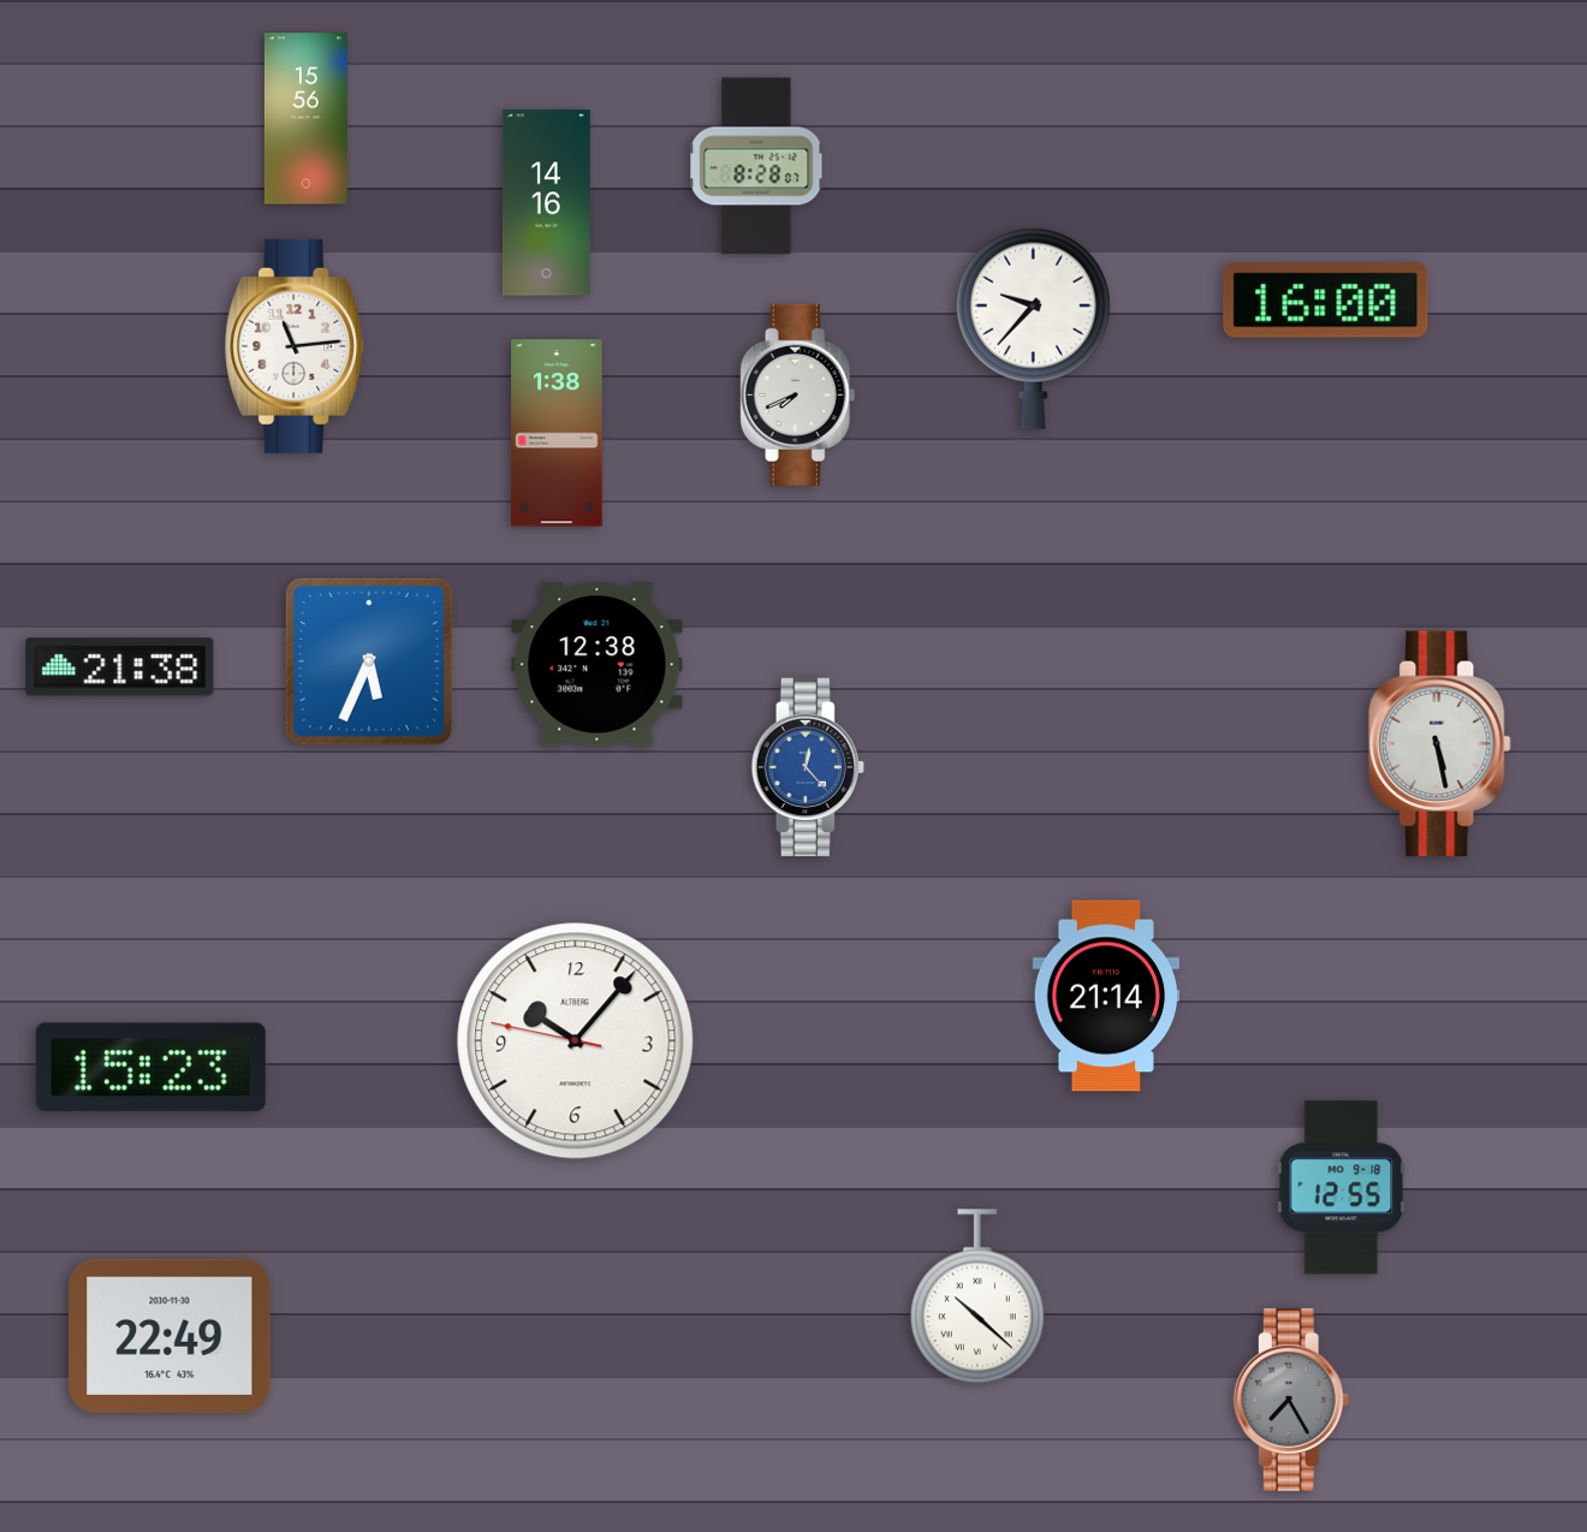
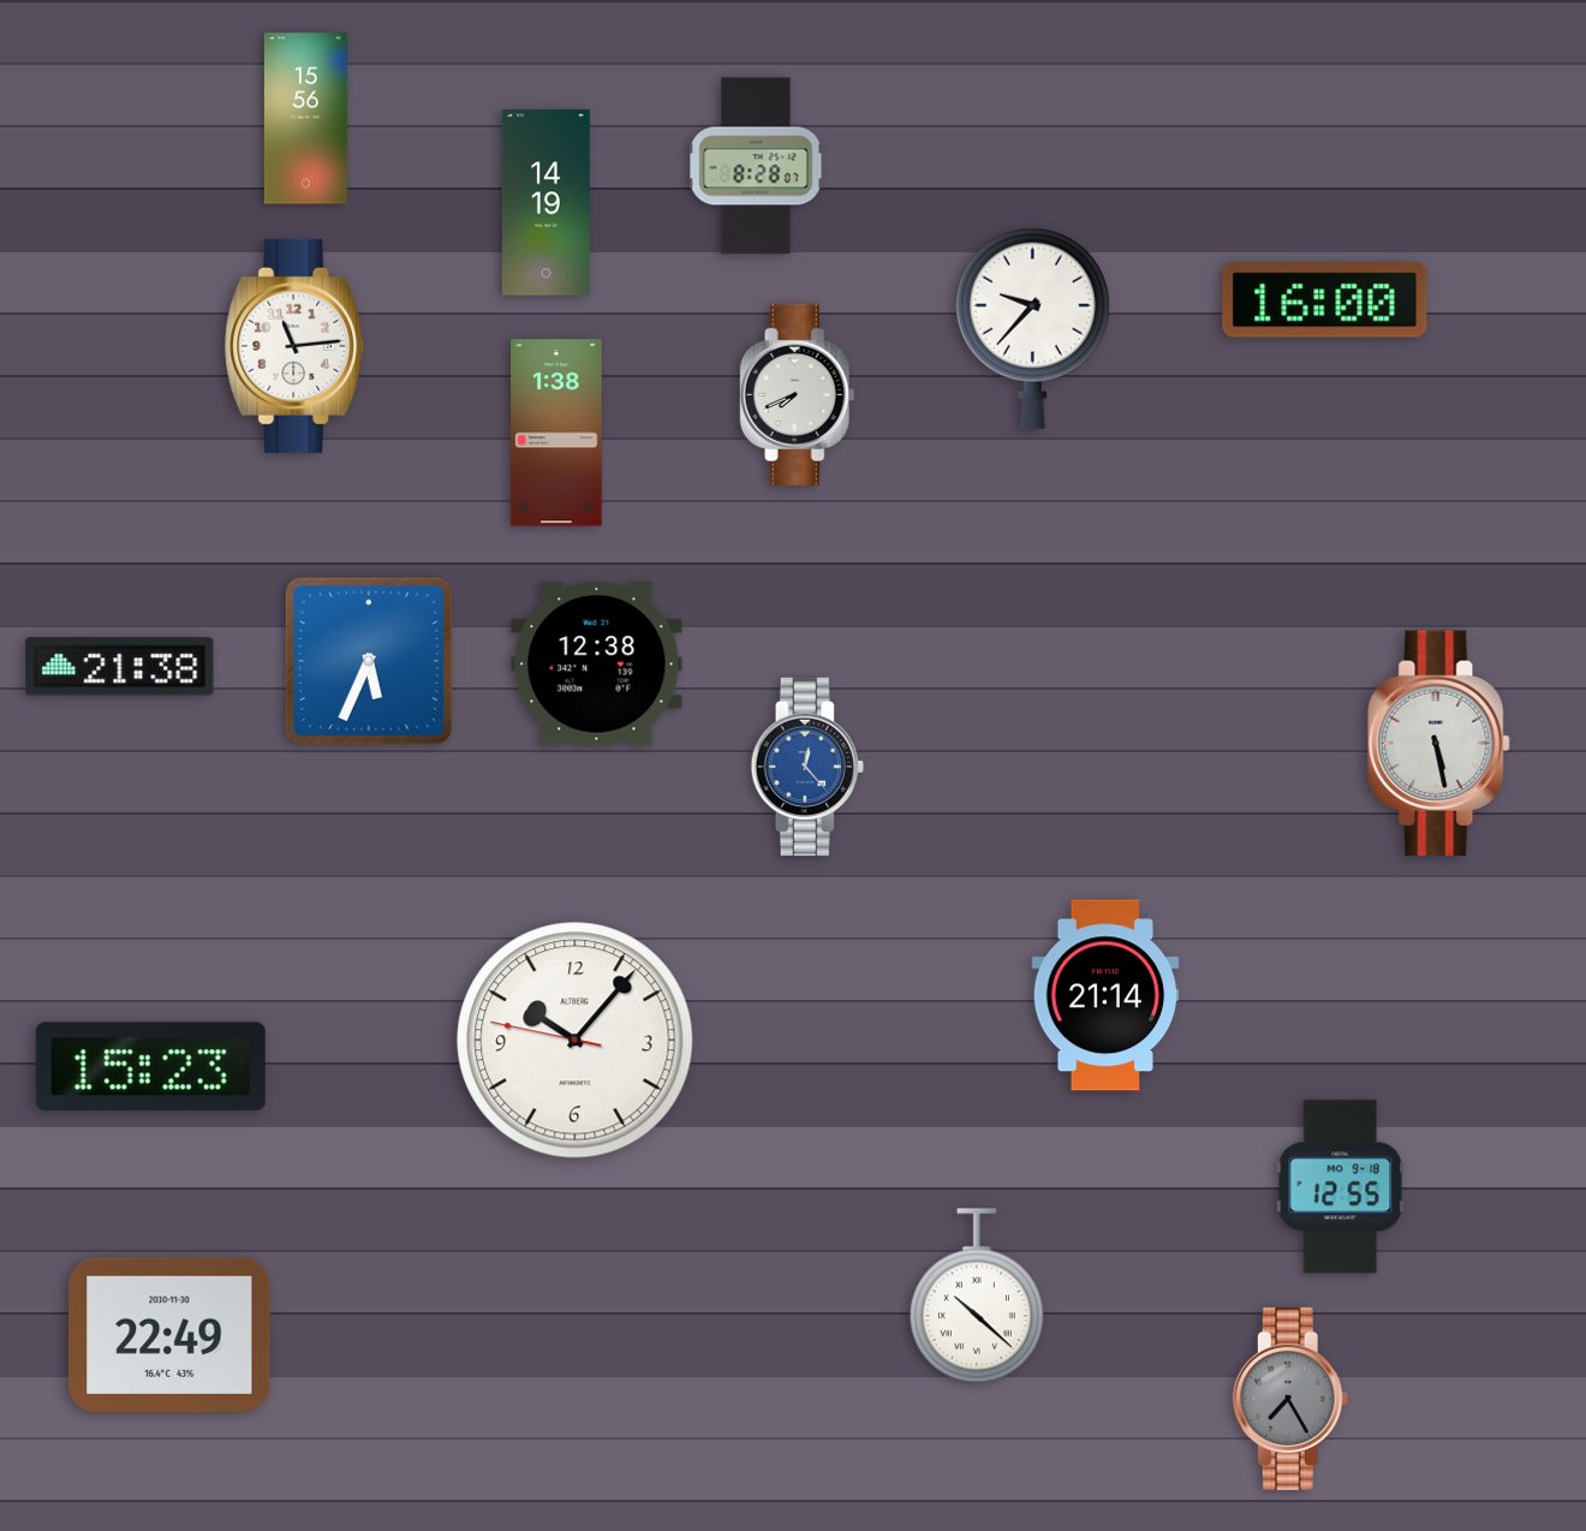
clock at (546, 203): 14:16 -> 14:19
